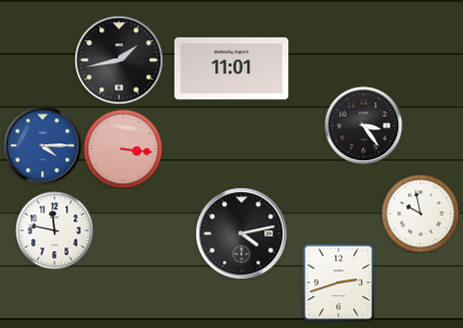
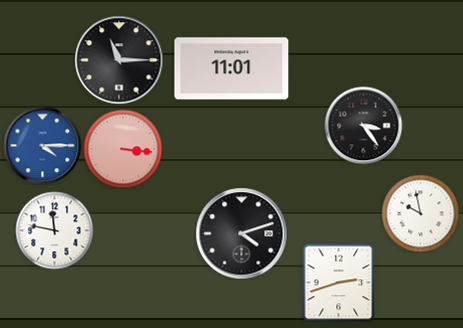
clock at (119, 60): 1:43 -> 11:15
clock at (241, 233): 4:13 -> 4:12
